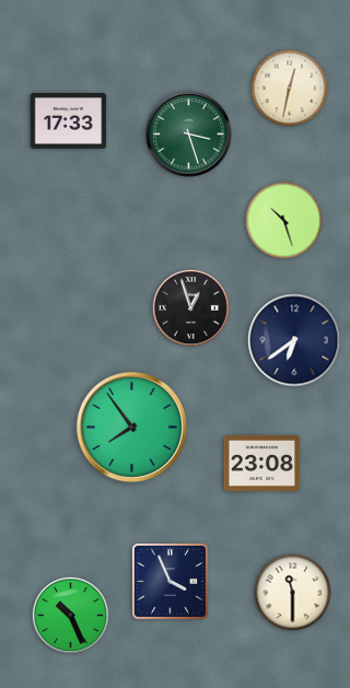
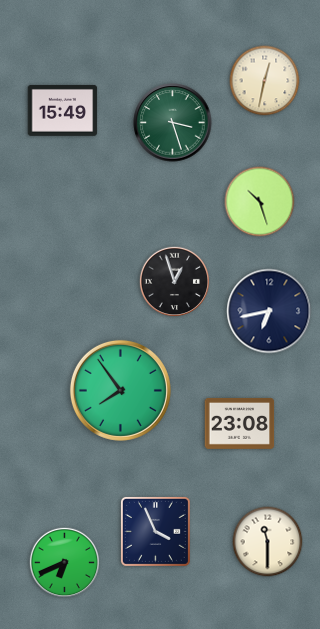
clock at (69, 120): 17:33 -> 15:49
clock at (294, 340): 6:39 -> 6:43
clock at (70, 615): 10:26 -> 6:41
